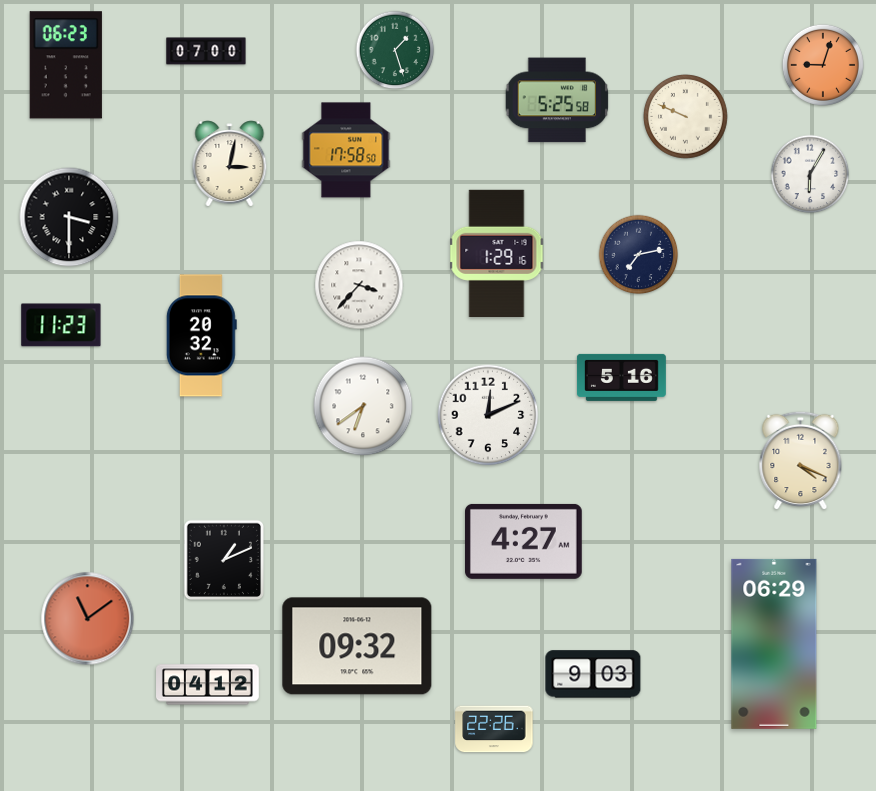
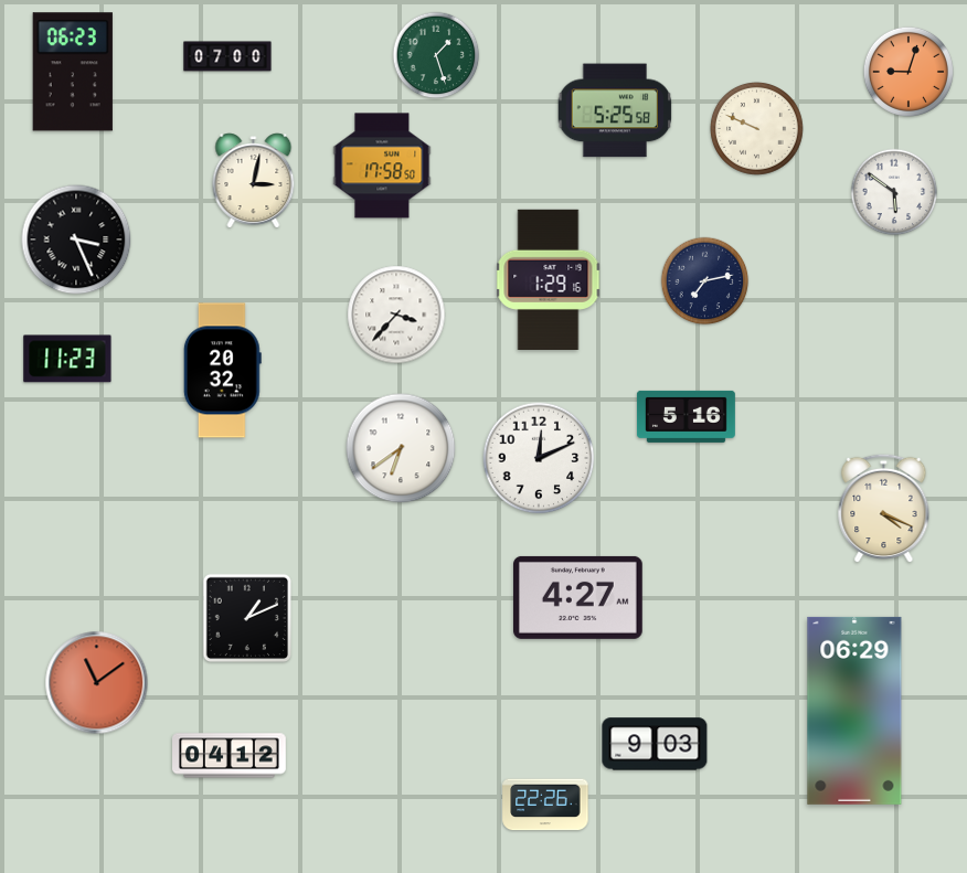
clock at (810, 174): 6:05 -> 5:51
clock at (69, 217): 3:30 -> 3:26
clock at (357, 646): 09:32 -> none
